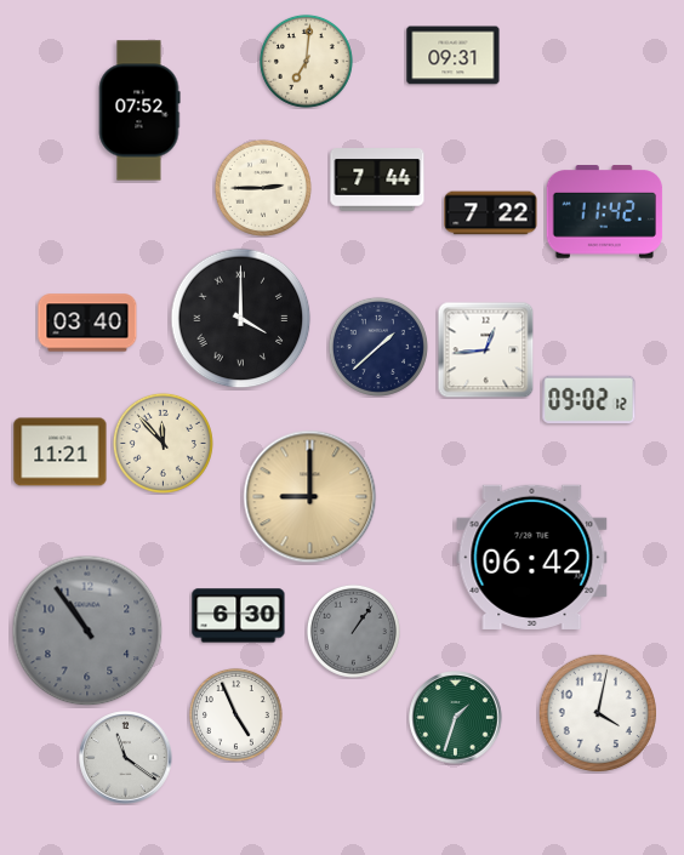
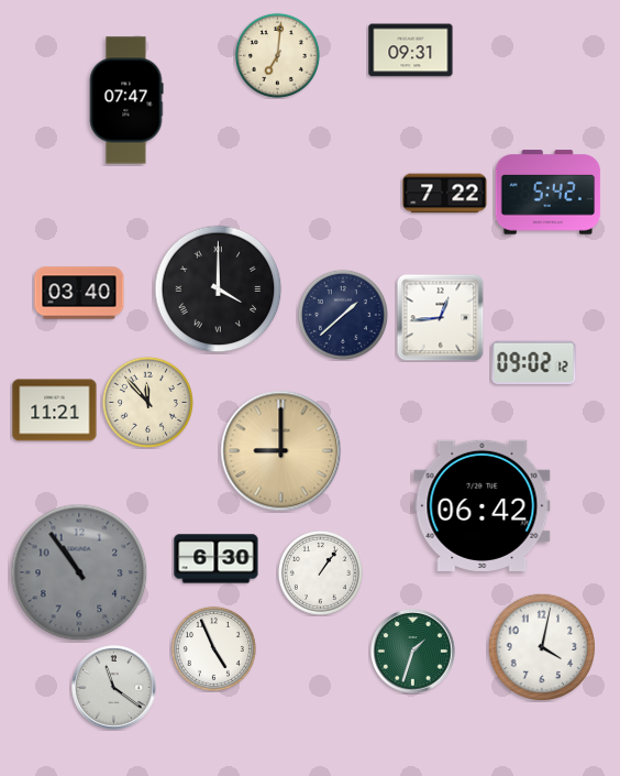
clock at (139, 110): 07:52 -> 07:47
clock at (377, 179): 7:44 -> none
clock at (263, 188): 2:45 -> none
clock at (605, 212): 11:42 -> 5:42
clock at (353, 631) dial: grey -> white
